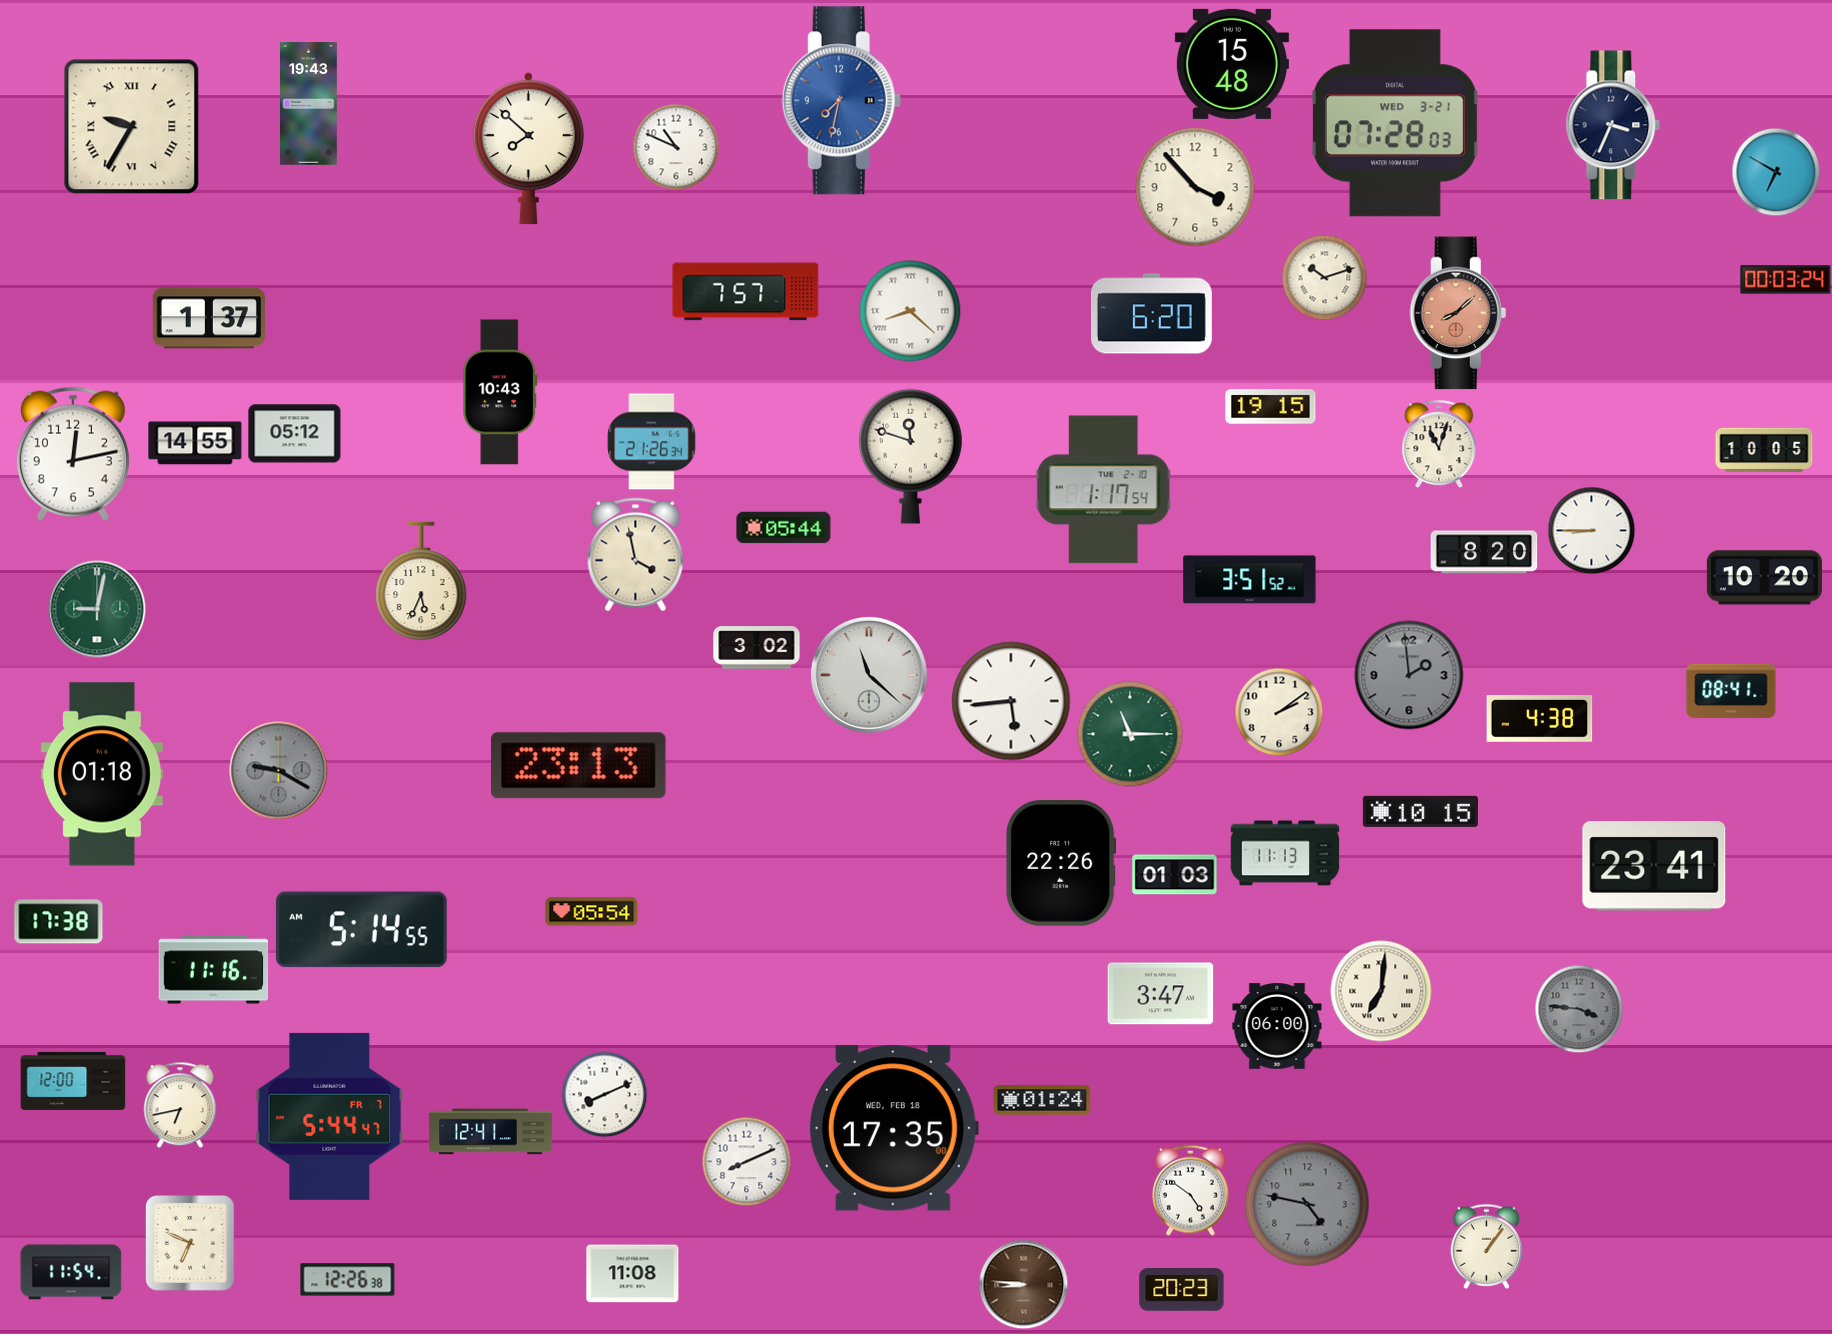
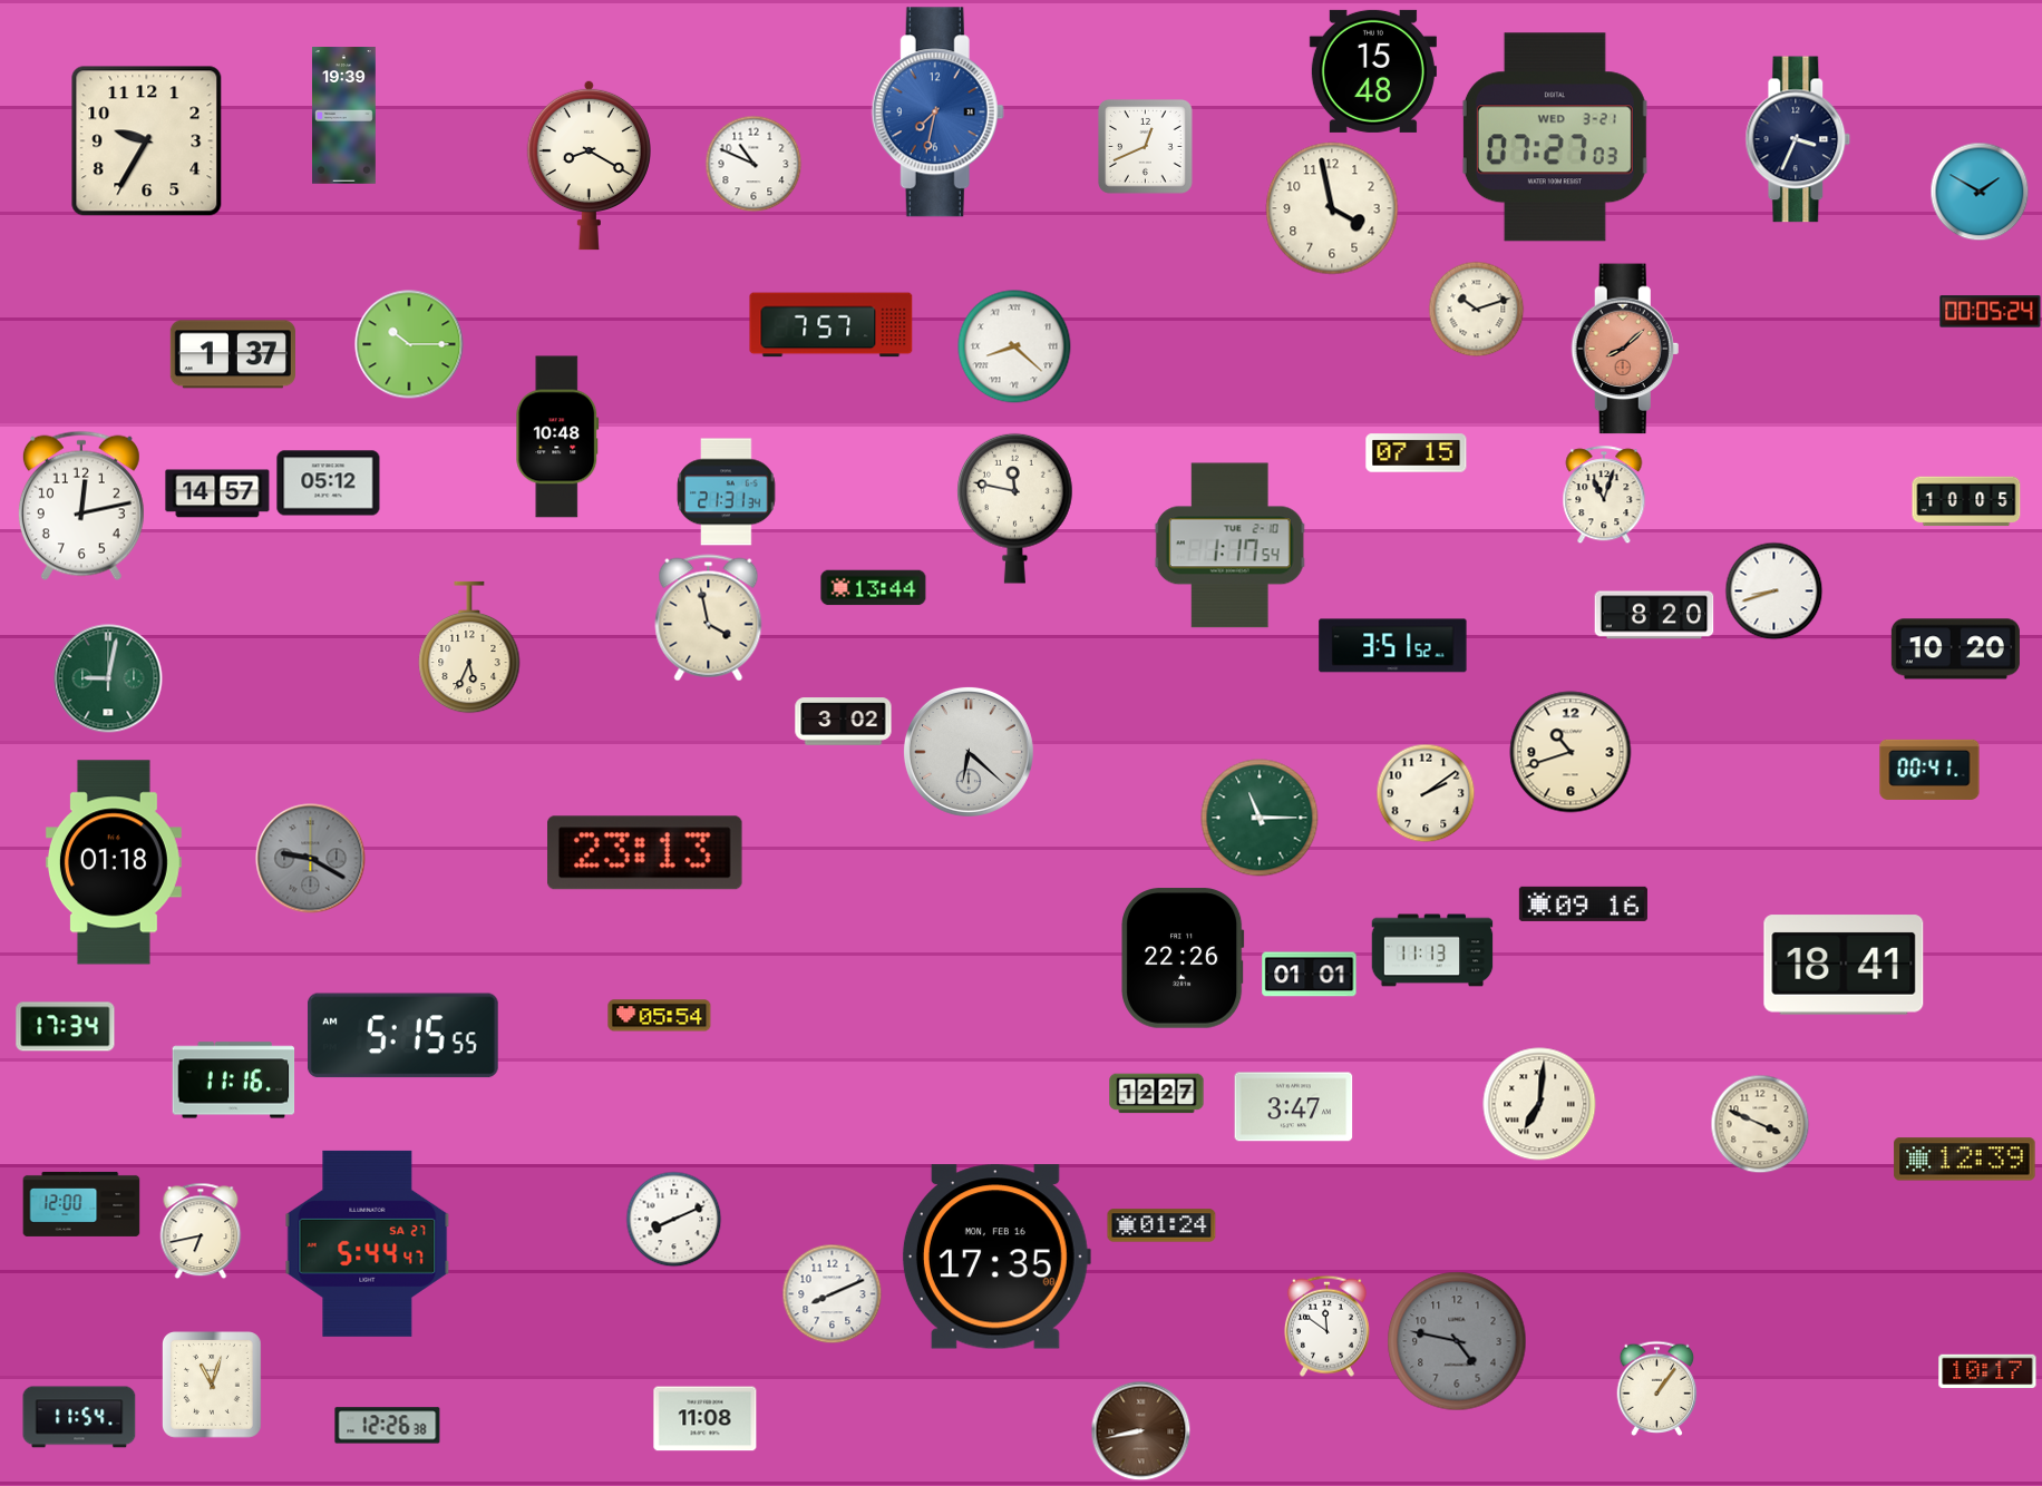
clock at (309, 104): 19:43 -> 19:39
clock at (1395, 123): 07:28 -> 07:27
clock at (132, 127) numerals: Roman -> Arabic
clock at (1145, 146): none -> 12:41
clock at (528, 148): 7:52 -> 8:20
clock at (1776, 172): 6:50 -> 1:50
clock at (1195, 187): 3:53 -> 3:58
clock at (1786, 280): 00:03 -> 00:05
clock at (409, 344): none -> 10:15
clock at (1151, 314): 6:20 -> none
clock at (500, 392): 10:43 -> 10:48
clock at (1271, 407): 19:15 -> 07:15
clock at (652, 442): 21:26 -> 21:31
clock at (195, 443): 14:55 -> 14:57
clock at (911, 456): 11:48 -> 11:47
clock at (784, 528): 05:44 -> 13:44
clock at (1591, 530): 8:45 -> 8:42
clock at (1764, 578) position: (1764, 578) -> (1955, 649)
clock at (869, 675): 11:22 -> 6:22
clock at (1409, 675): 1:59 -> 10:42
clock at (1409, 675) dial: grey -> cream
clock at (1731, 691): 08:41 -> 00:41
clock at (1011, 701): 5:44 -> none
clock at (1540, 719): 4:38 -> none
clock at (1420, 811): 10:15 -> 09:16
clock at (1061, 863) position: (1061, 863) -> (1183, 958)
clock at (1654, 866): 23:41 -> 18:41
clock at (1175, 875): 01:03 -> 01:01
clock at (59, 922): 17:38 -> 17:34
clock at (361, 930): 5:14 -> 5:15
clock at (214, 970) position: (214, 970) -> (234, 1081)
clock at (1157, 1094): none -> 12:27
clock at (1579, 1009): 3:46 -> 3:49
clock at (1579, 1009) dial: grey -> cream
clock at (1277, 1026): 06:00 -> none
clock at (1965, 1160): none -> 12:39
clock at (330, 1116) date: FR 7 -> SA 27
clock at (894, 1128) date: WED, FEB 18 -> MON, FEB 16
clock at (491, 1132): 12:41 -> none
clock at (1190, 1190): 4:51 -> 11:51
clock at (1987, 1371): none -> 10:17
clock at (191, 1244): 6:49 -> 11:03
clock at (1023, 1284): 8:46 -> 8:43
clock at (1182, 1290): 20:23 -> none
